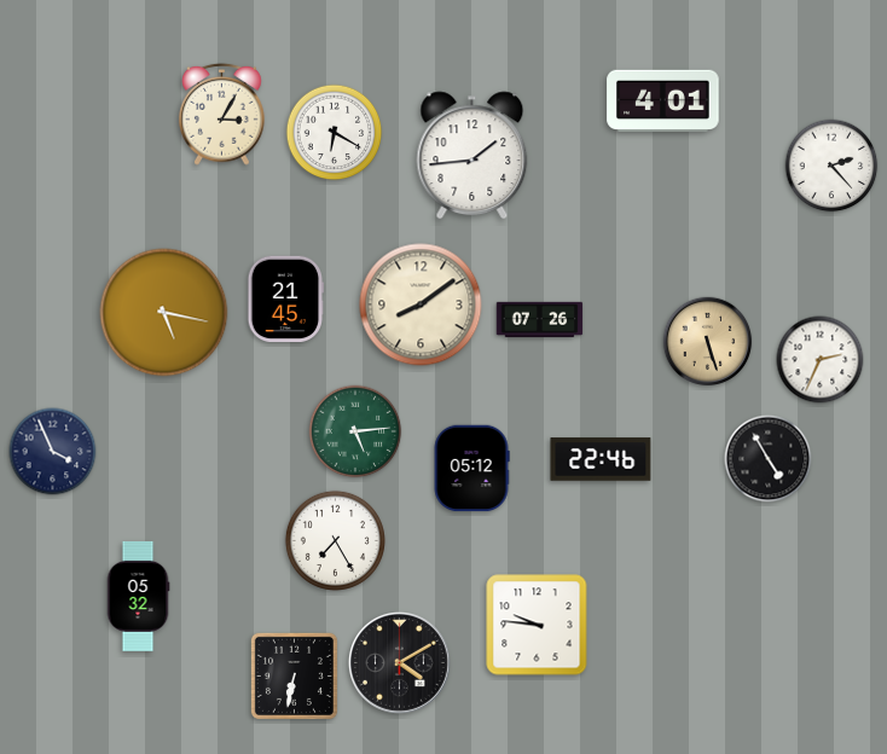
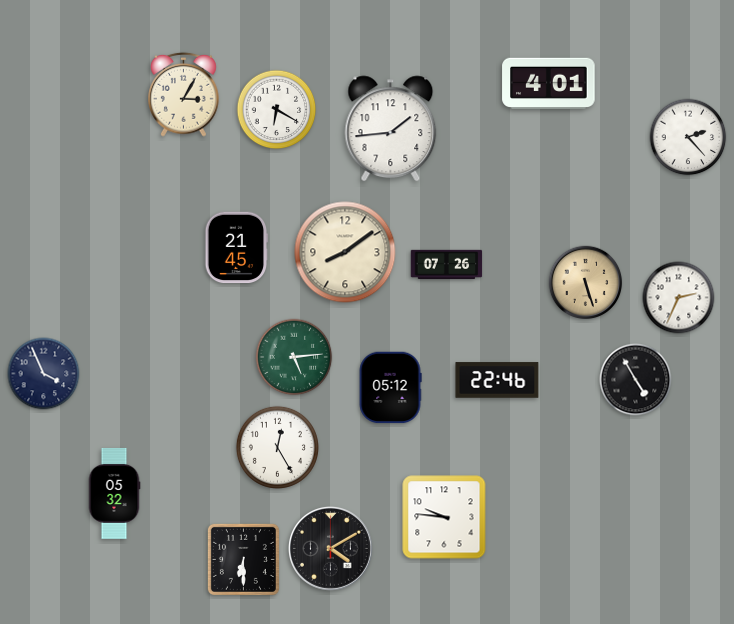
clock at (421, 304) position: (421, 304) -> (345, 252)
clock at (164, 313): 5:17 -> none
clock at (335, 540): 7:25 -> 12:25
clock at (294, 675): 6:32 -> 6:30
